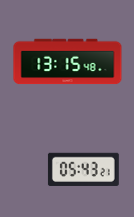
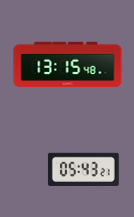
clock at (68, 62) position: (68, 62) -> (68, 65)
